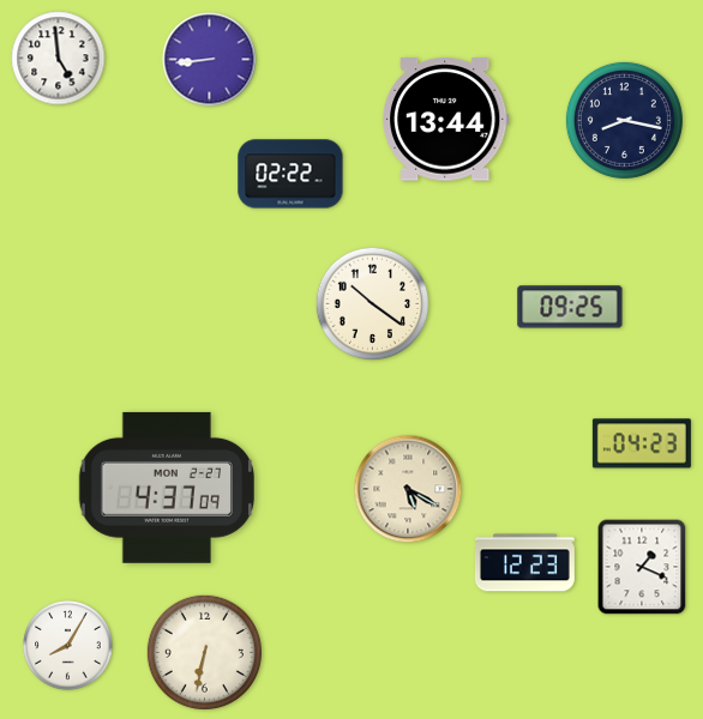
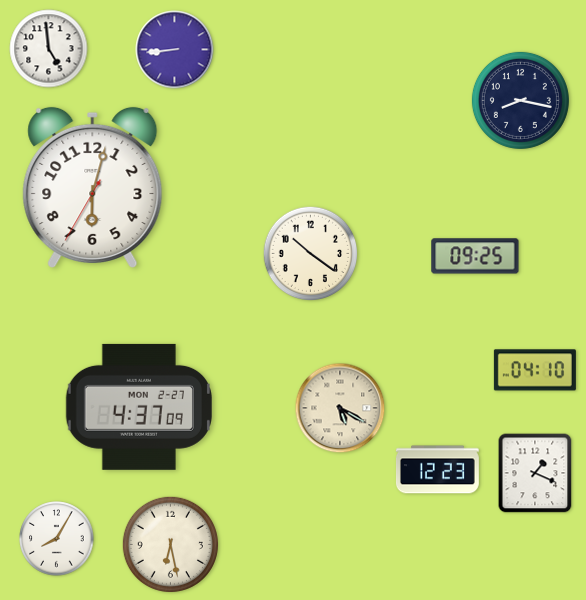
clock at (446, 120): 13:44 -> none
clock at (290, 174): 02:22 -> none
clock at (93, 187): none -> 6:02
clock at (642, 443): 04:23 -> 04:10
clock at (204, 652): 6:32 -> 6:28
